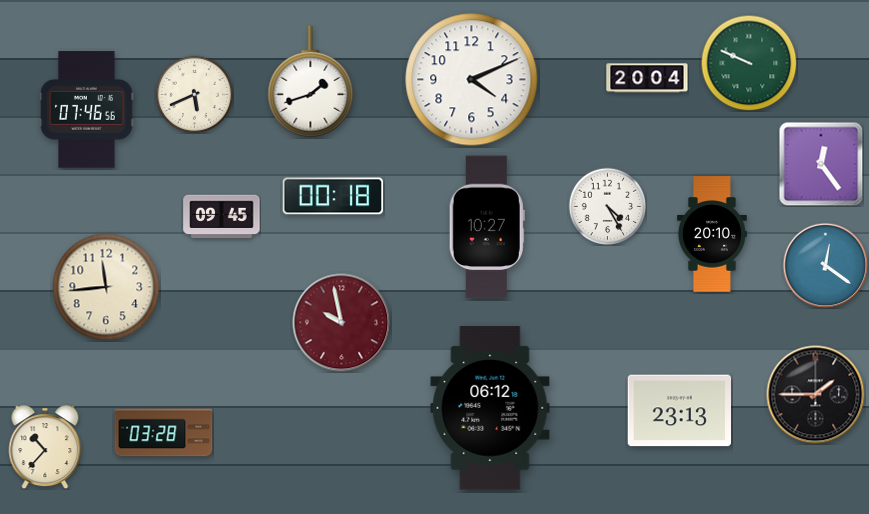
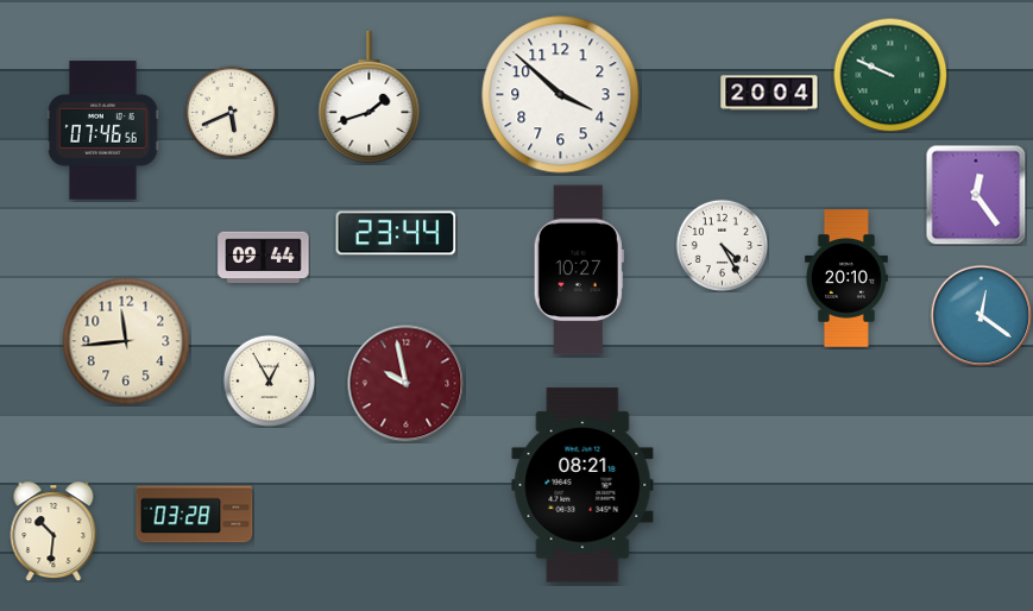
clock at (472, 80): 4:11 -> 3:52
clock at (333, 196): 00:18 -> 23:44
clock at (222, 217): 09:45 -> 09:44
clock at (269, 380): none -> 12:55
clock at (816, 395): 1:45 -> none
clock at (490, 408): 06:12 -> 08:21
clock at (680, 411): 23:13 -> none
clock at (45, 447): 10:37 -> 10:31
